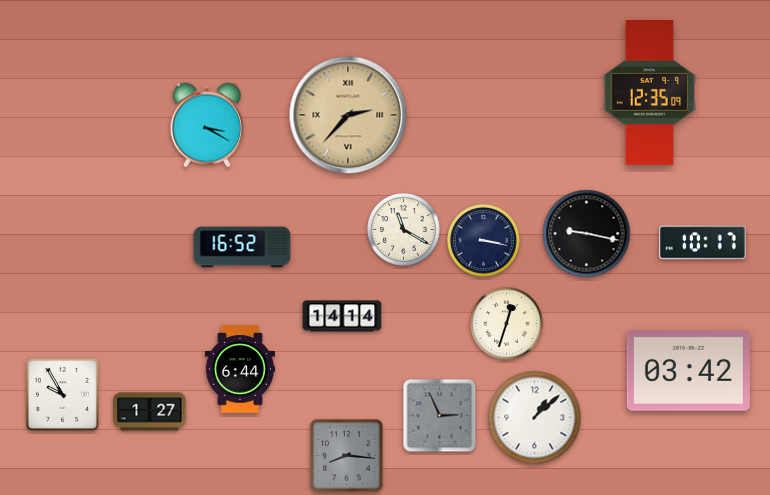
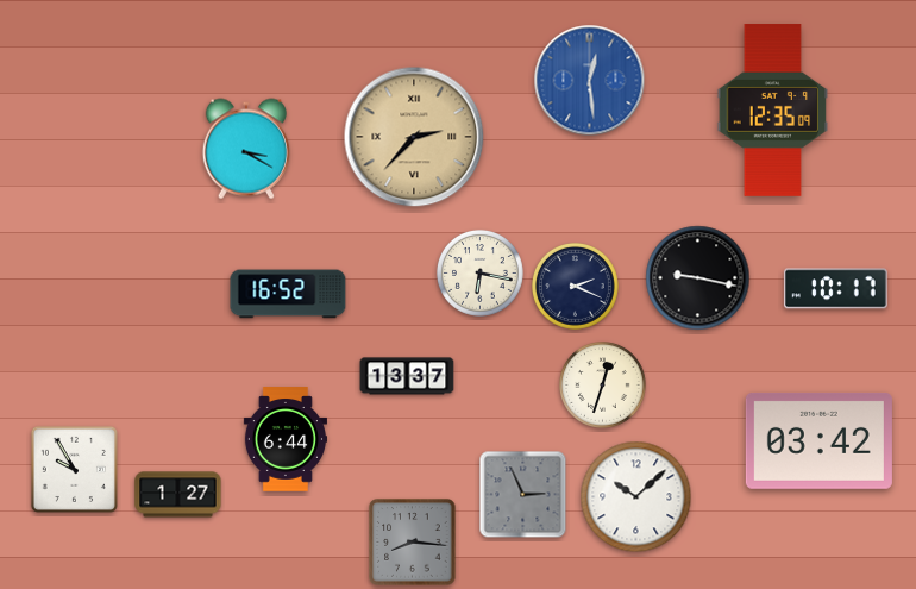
clock at (590, 81): none -> 12:29
clock at (403, 229): 11:20 -> 6:17
clock at (483, 240): 3:17 -> 2:19
clock at (342, 316): 14:14 -> 13:37
clock at (150, 412) position: (150, 412) -> (178, 495)
clock at (535, 418): 1:08 -> 10:08
